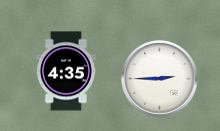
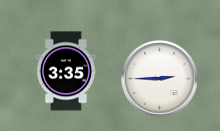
clock at (66, 71): 4:35 -> 3:35
